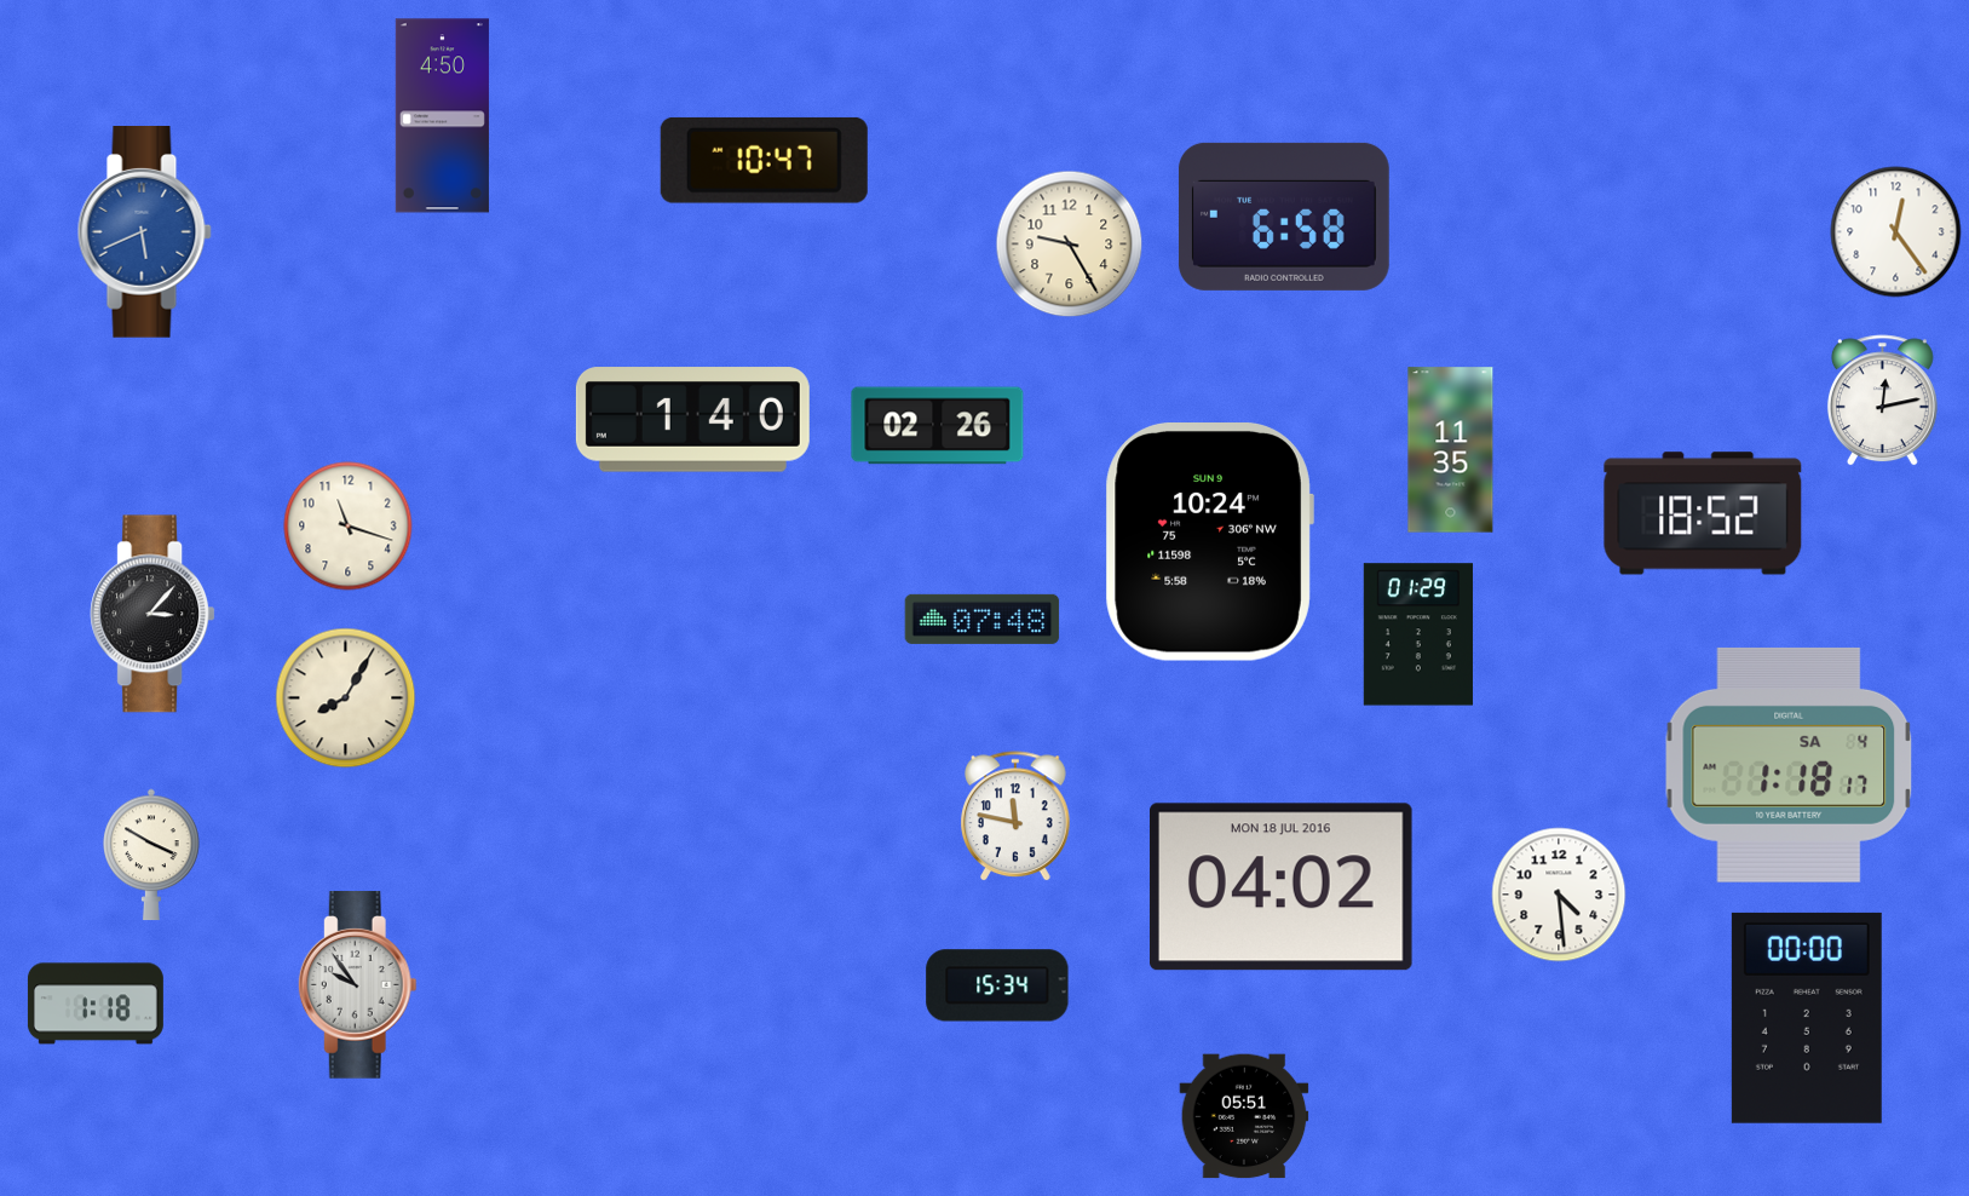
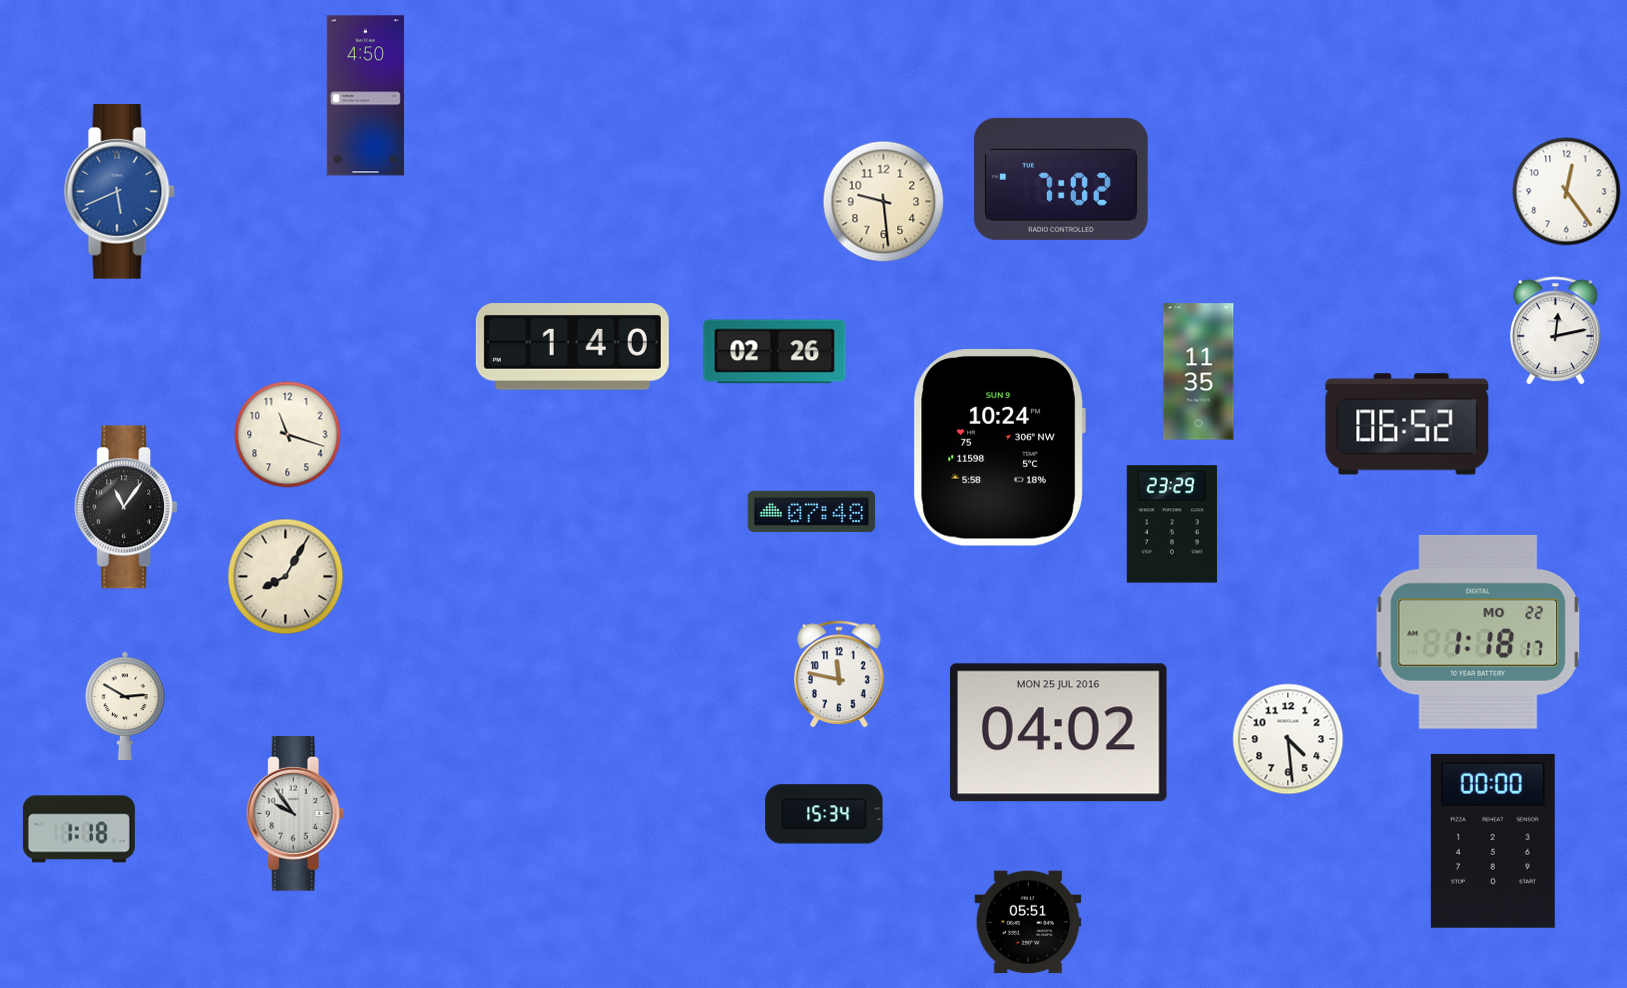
clock at (764, 160): 10:47 -> none
clock at (1284, 217): 6:58 -> 7:02
clock at (1070, 245): 9:25 -> 9:29
clock at (1703, 513): 18:52 -> 06:52
clock at (152, 614): 3:07 -> 11:06
clock at (1418, 634): 01:29 -> 23:29
clock at (1789, 765) date: SA 4 -> MO 22
clock at (151, 855): 3:50 -> 2:50
clock at (1282, 887) date: MON 18 JUL 2016 -> MON 25 JUL 2016
